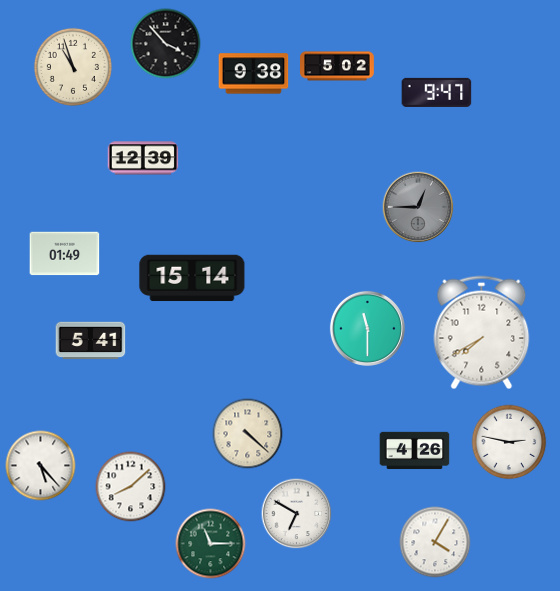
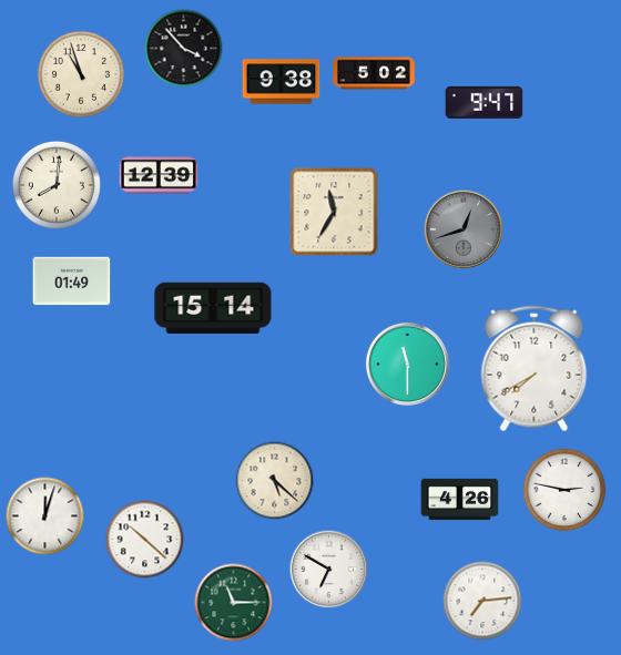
clock at (57, 185): none -> 8:01
clock at (334, 212): none -> 11:35
clock at (418, 207): 12:45 -> 12:42
clock at (91, 341): 5:41 -> none
clock at (248, 434): 4:22 -> 5:22
clock at (41, 466): 5:23 -> 12:03
clock at (131, 487): 8:08 -> 10:22
clock at (435, 542): 4:05 -> 7:14
